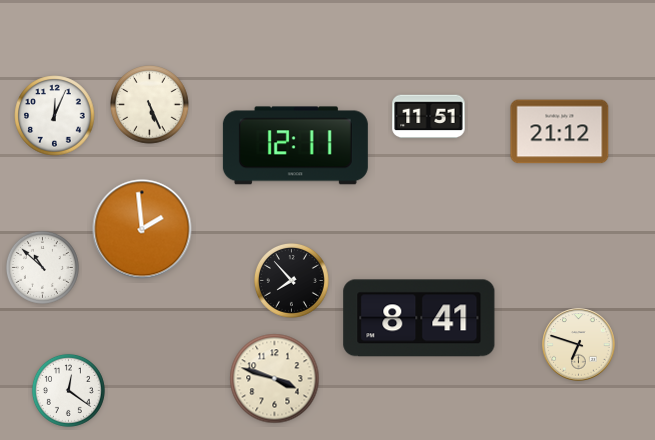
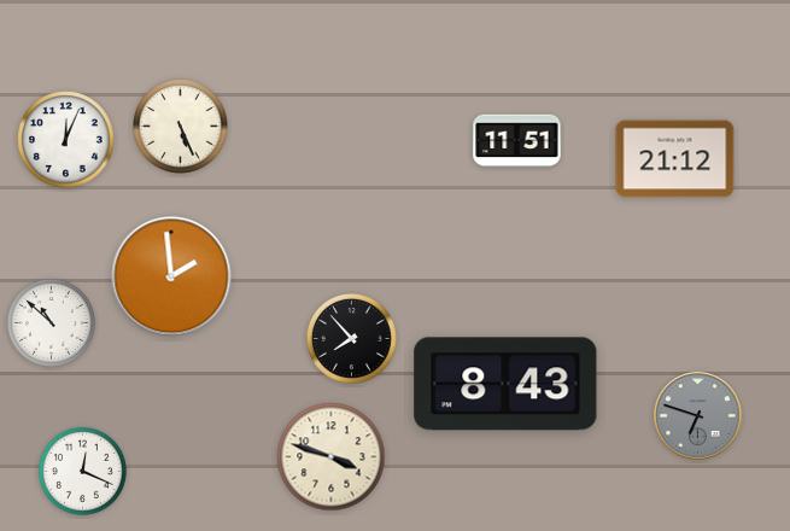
clock at (295, 146): 12:11 -> none
clock at (419, 318): 8:41 -> 8:43
clock at (579, 345) dial: cream -> grey
clock at (68, 390): 12:21 -> 12:19
